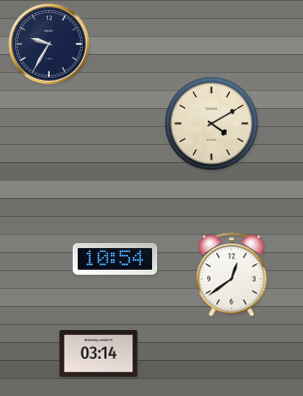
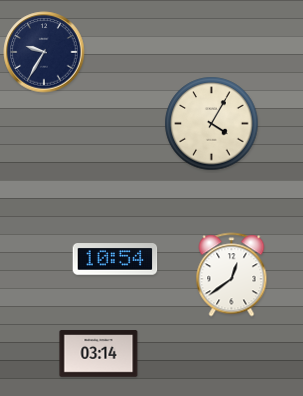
clock at (49, 44) position: (49, 44) -> (44, 52)
clock at (212, 124): 4:10 -> 4:05
